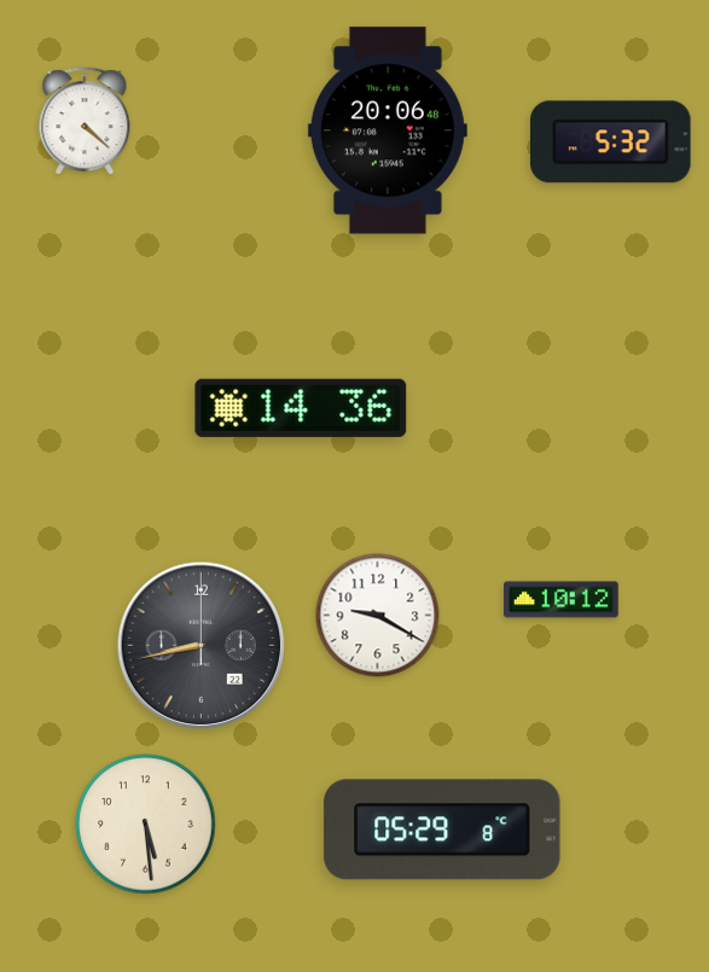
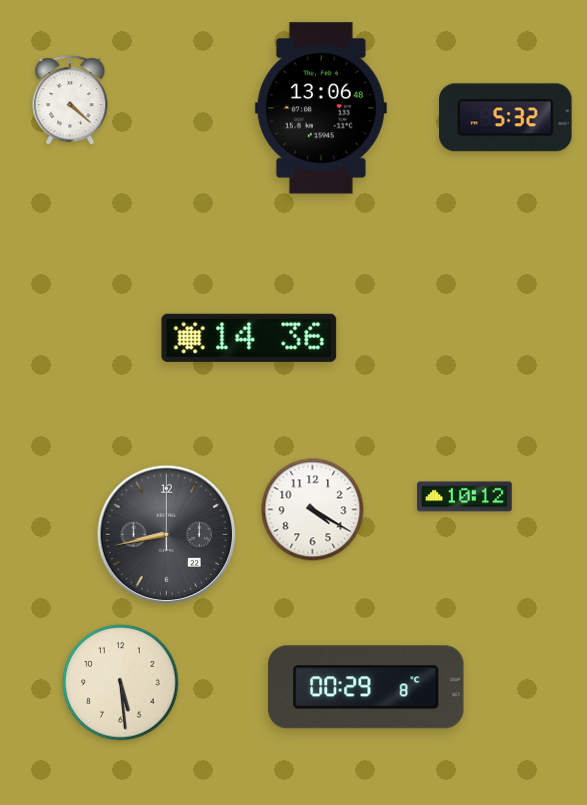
clock at (388, 130): 20:06 -> 13:06
clock at (378, 616): 9:20 -> 4:20
clock at (442, 830): 05:29 -> 00:29
